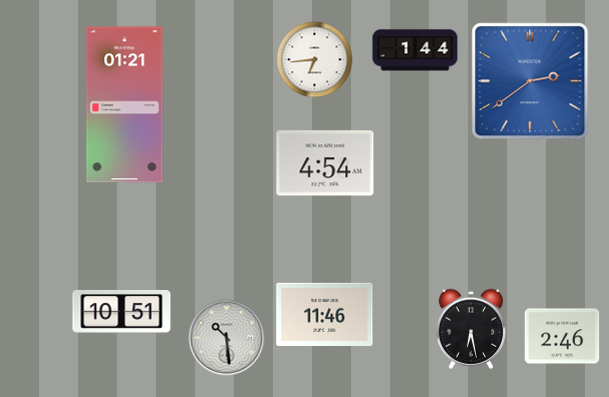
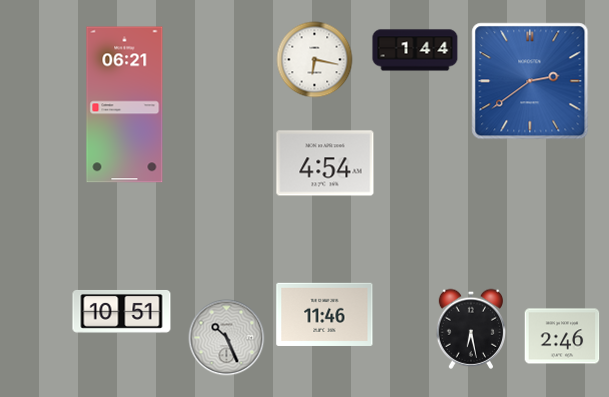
clock at (315, 60): 6:44 -> 6:17
clock at (125, 105): 01:21 -> 06:21
clock at (227, 338): 10:29 -> 10:26
